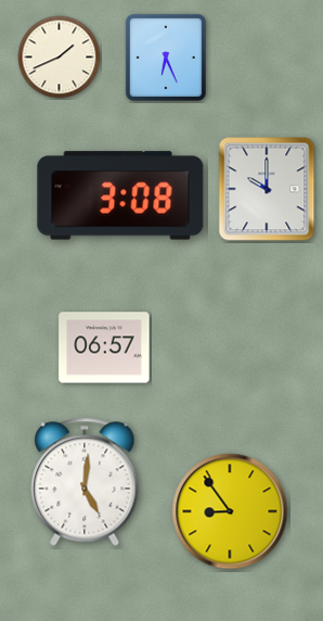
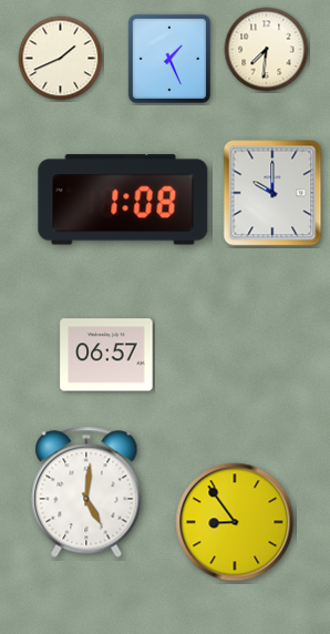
clock at (267, 50): none -> 7:31
clock at (166, 58): 6:26 -> 1:26
clock at (120, 195): 3:08 -> 1:08
